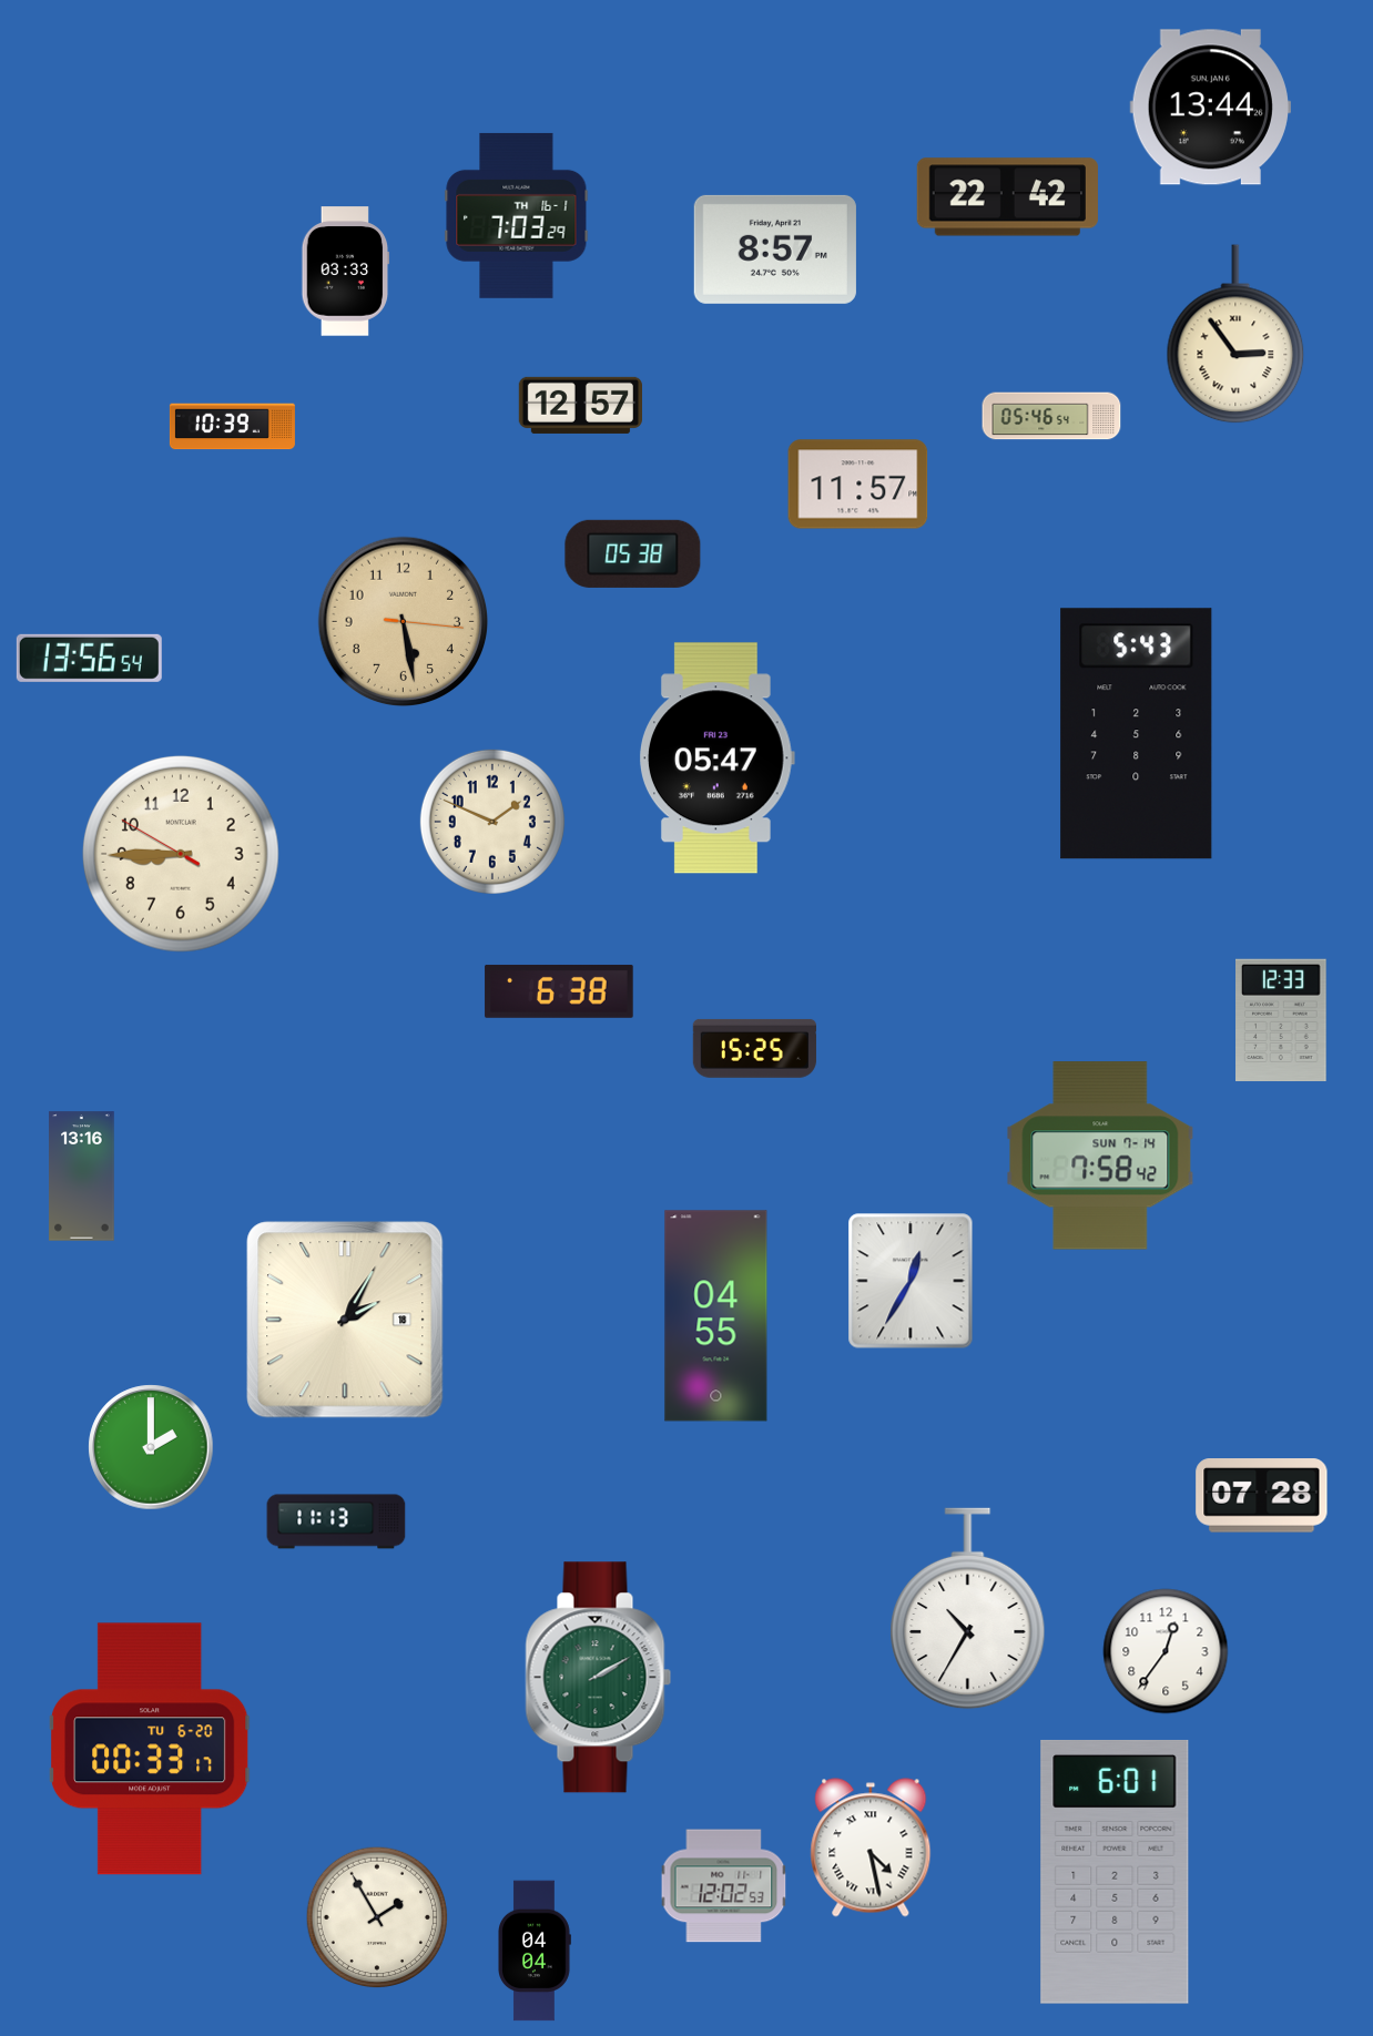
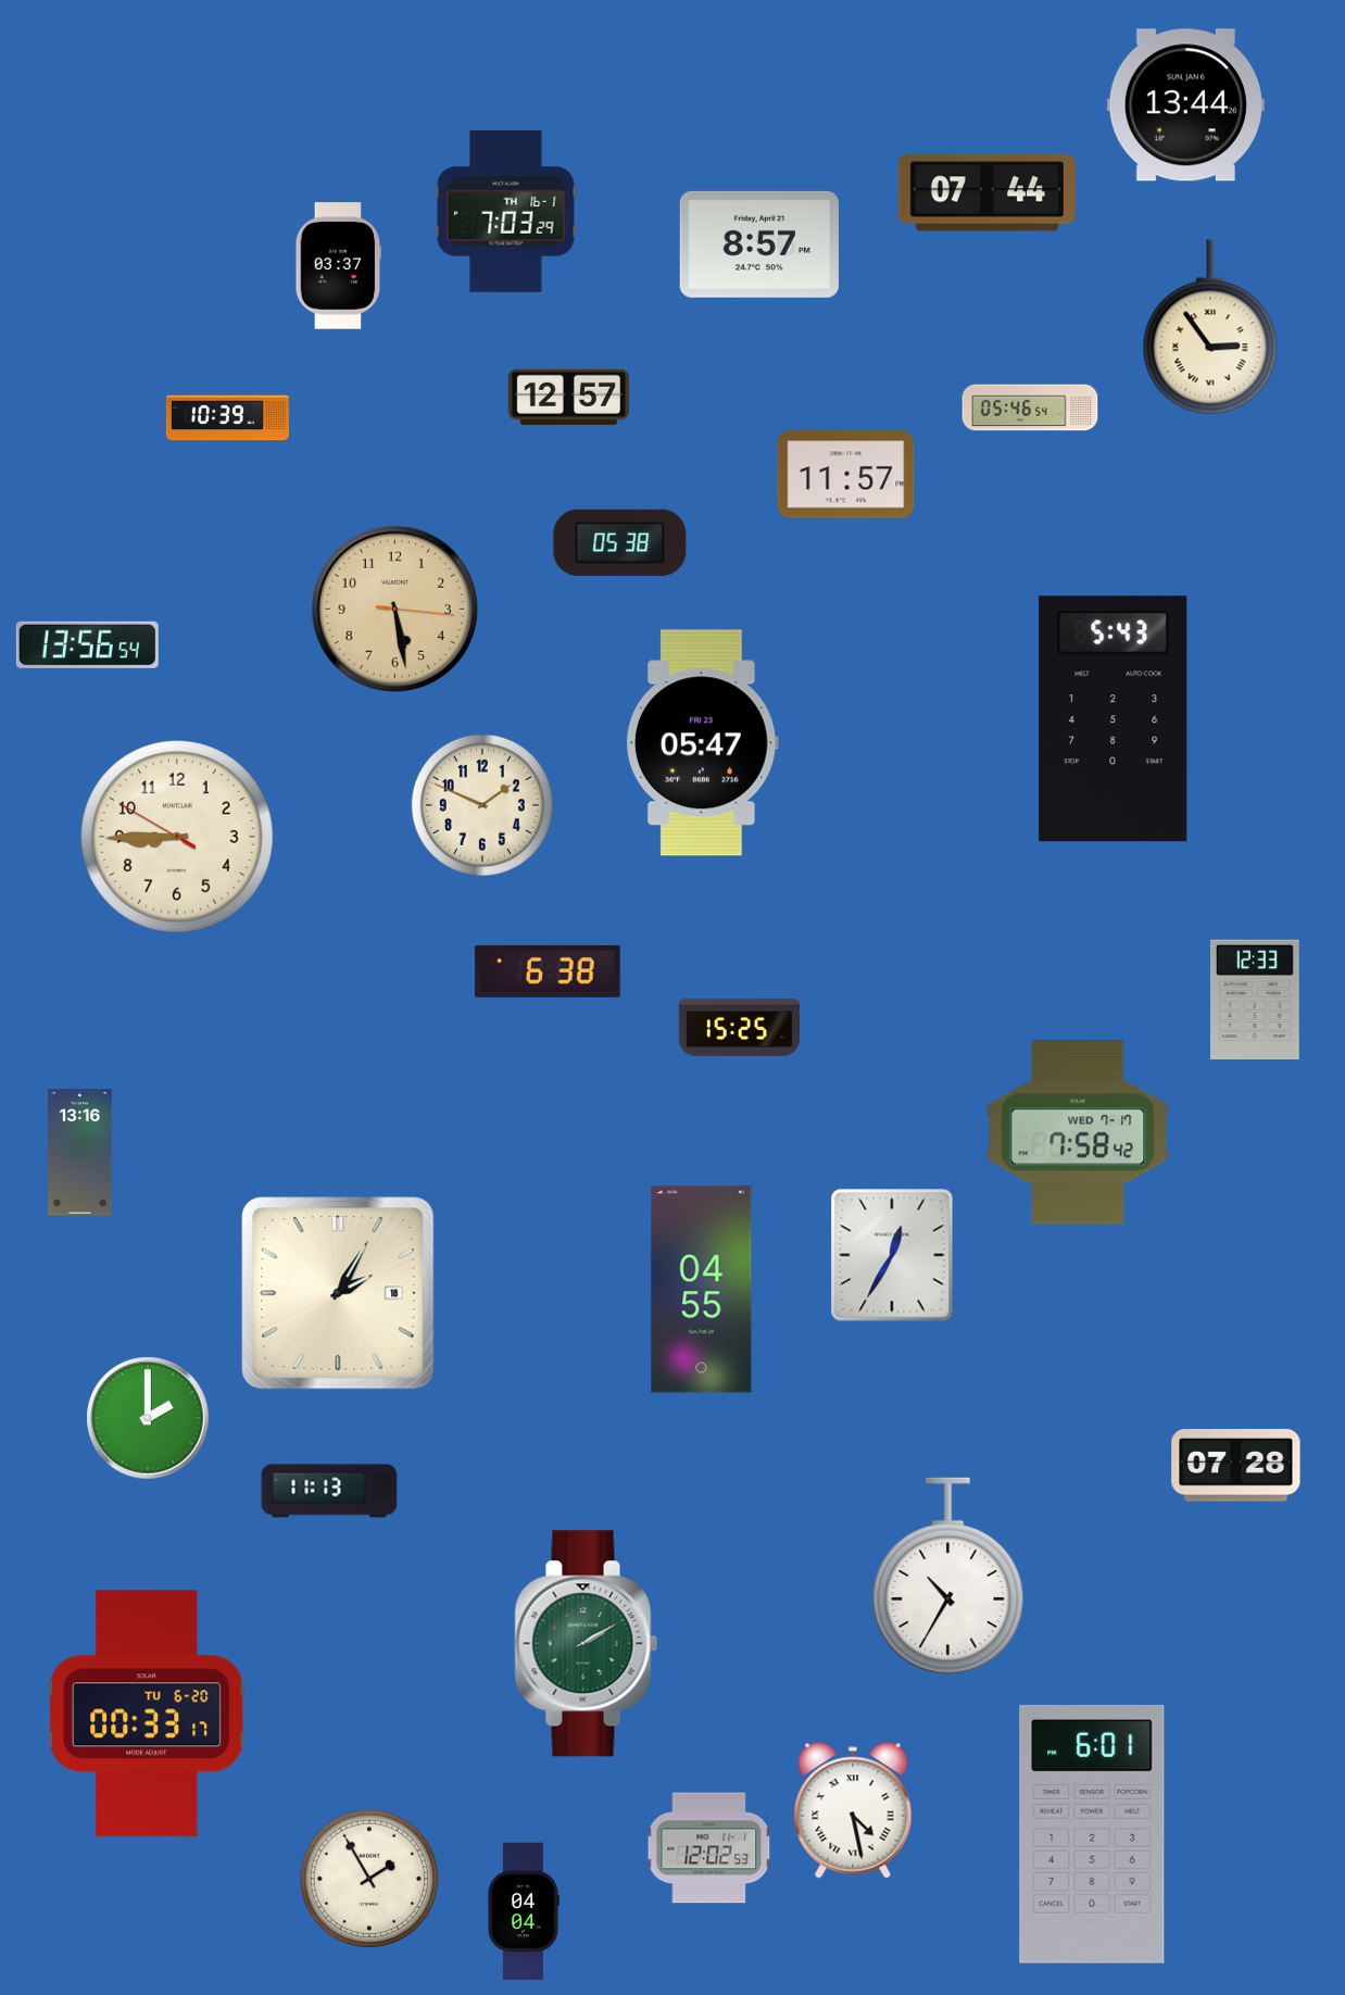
clock at (1007, 197): 22:42 -> 07:44
clock at (346, 272): 03:33 -> 03:37
clock at (858, 485) position: (858, 485) -> (846, 475)
clock at (1100, 1156) date: SUN 7-14 -> WED 7-17
clock at (1166, 1651): 12:36 -> none
